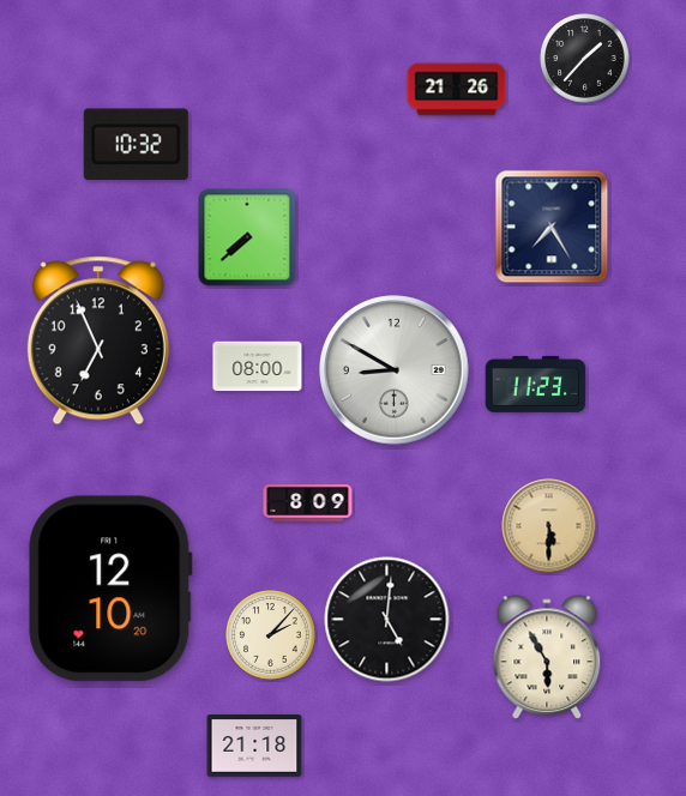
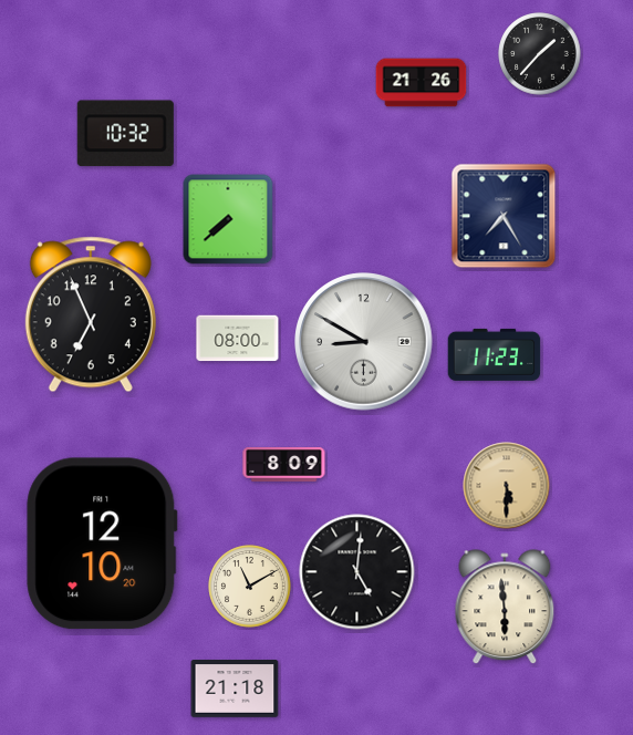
clock at (552, 227) position: (552, 227) -> (504, 216)
clock at (271, 635): 2:07 -> 11:10
clock at (547, 658): 5:55 -> 5:59
